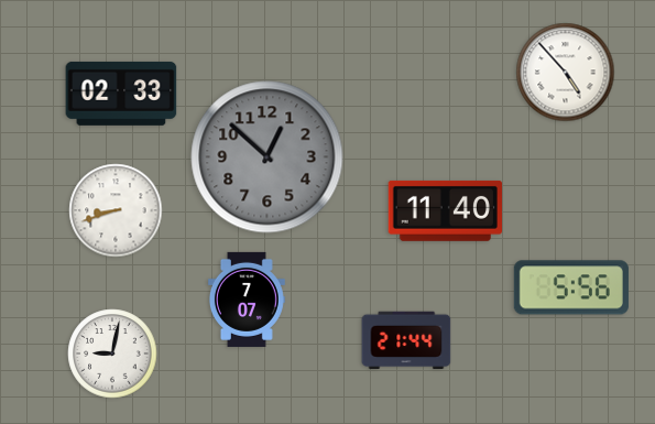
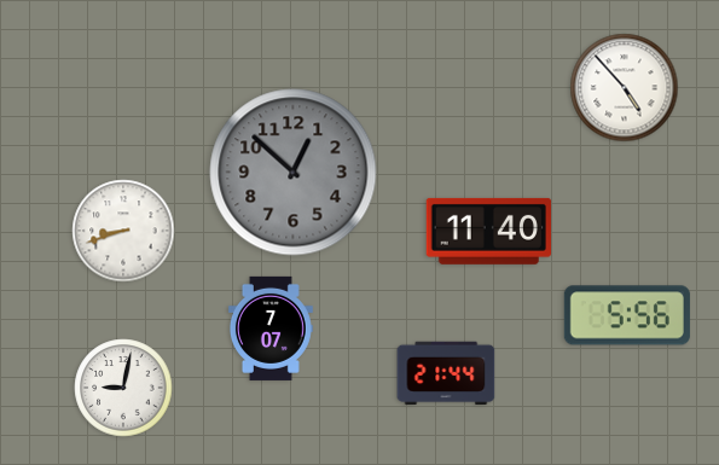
clock at (566, 73) position: (566, 73) -> (625, 88)
clock at (121, 94): 02:33 -> none
clock at (116, 210) position: (116, 210) -> (123, 231)
